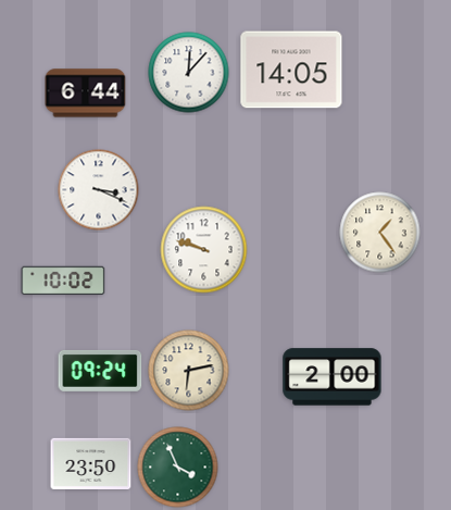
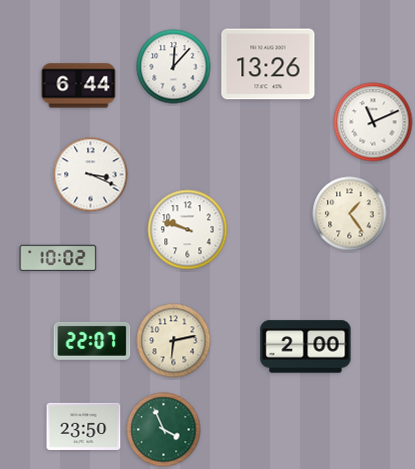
clock at (291, 70): 14:05 -> 13:26
clock at (373, 122): none -> 11:11
clock at (100, 371): 09:24 -> 22:07
